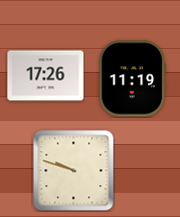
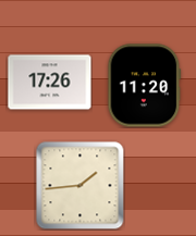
clock at (133, 79): 11:19 -> 11:20
clock at (74, 171): 9:48 -> 1:44
